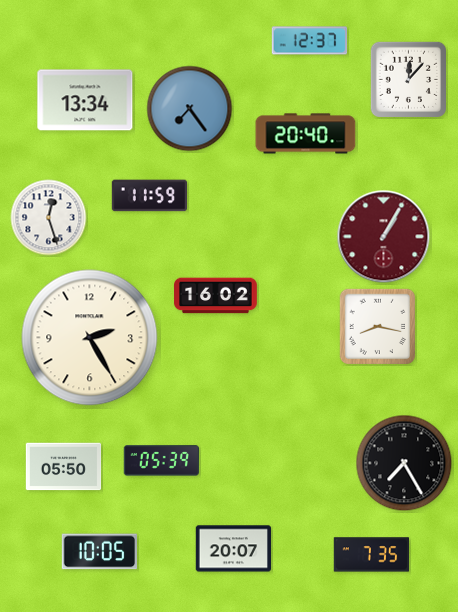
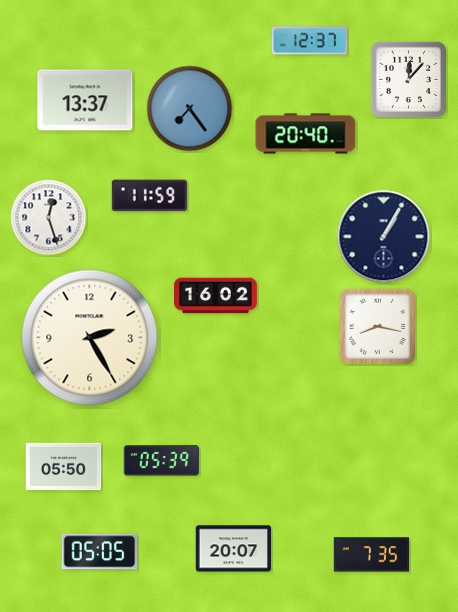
clock at (85, 100): 13:34 -> 13:37
clock at (384, 237) dial: burgundy -> navy
clock at (404, 463): 7:25 -> none
clock at (99, 552): 10:05 -> 05:05
